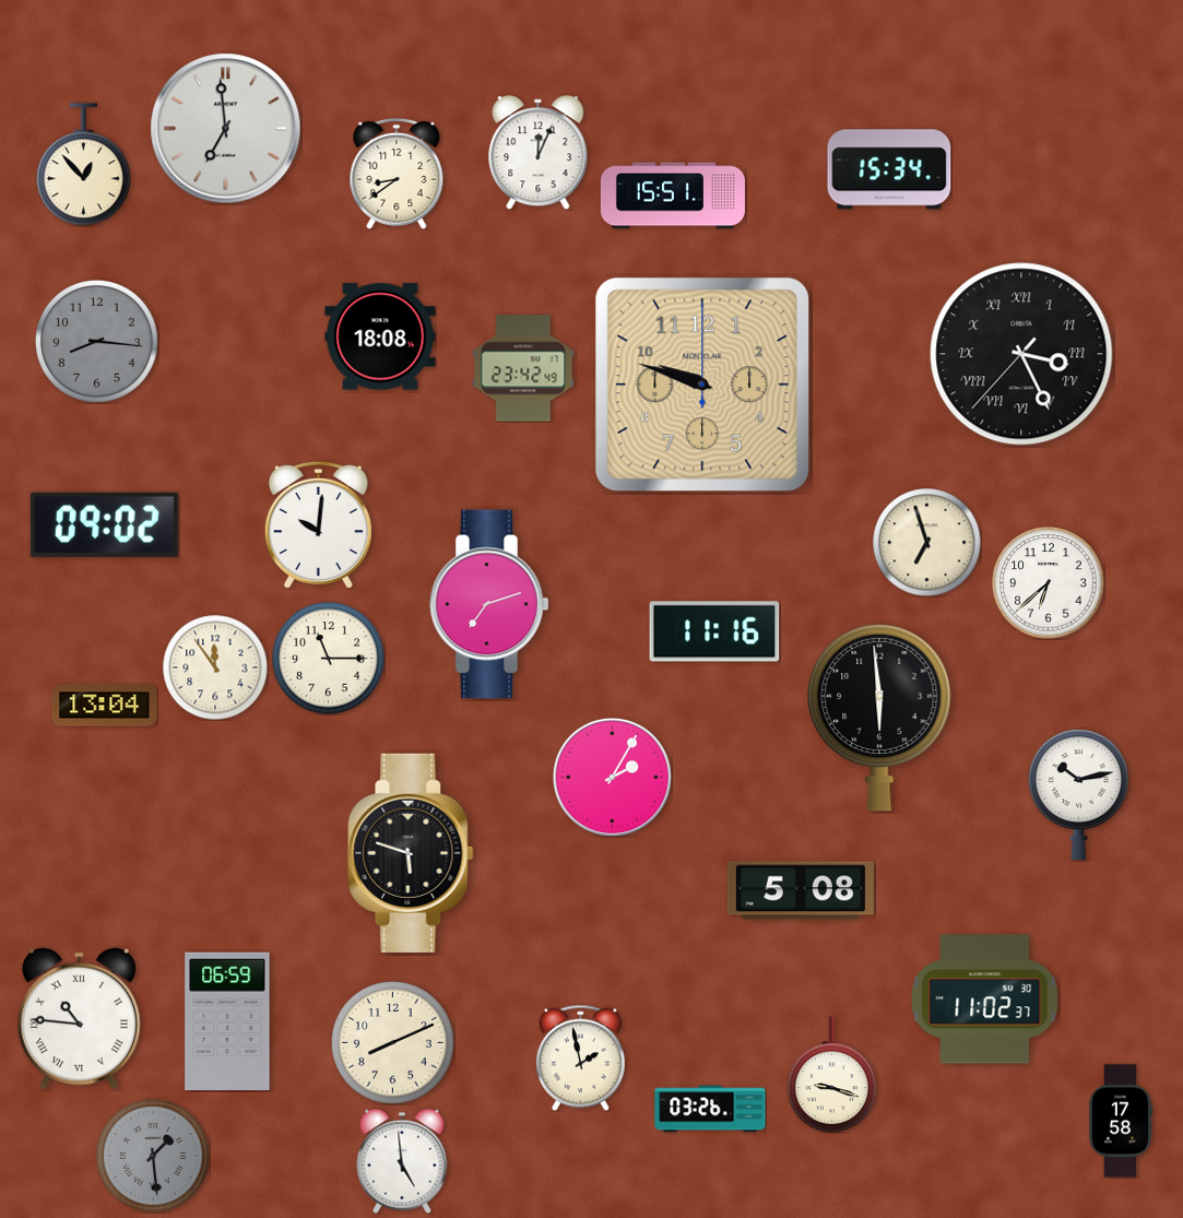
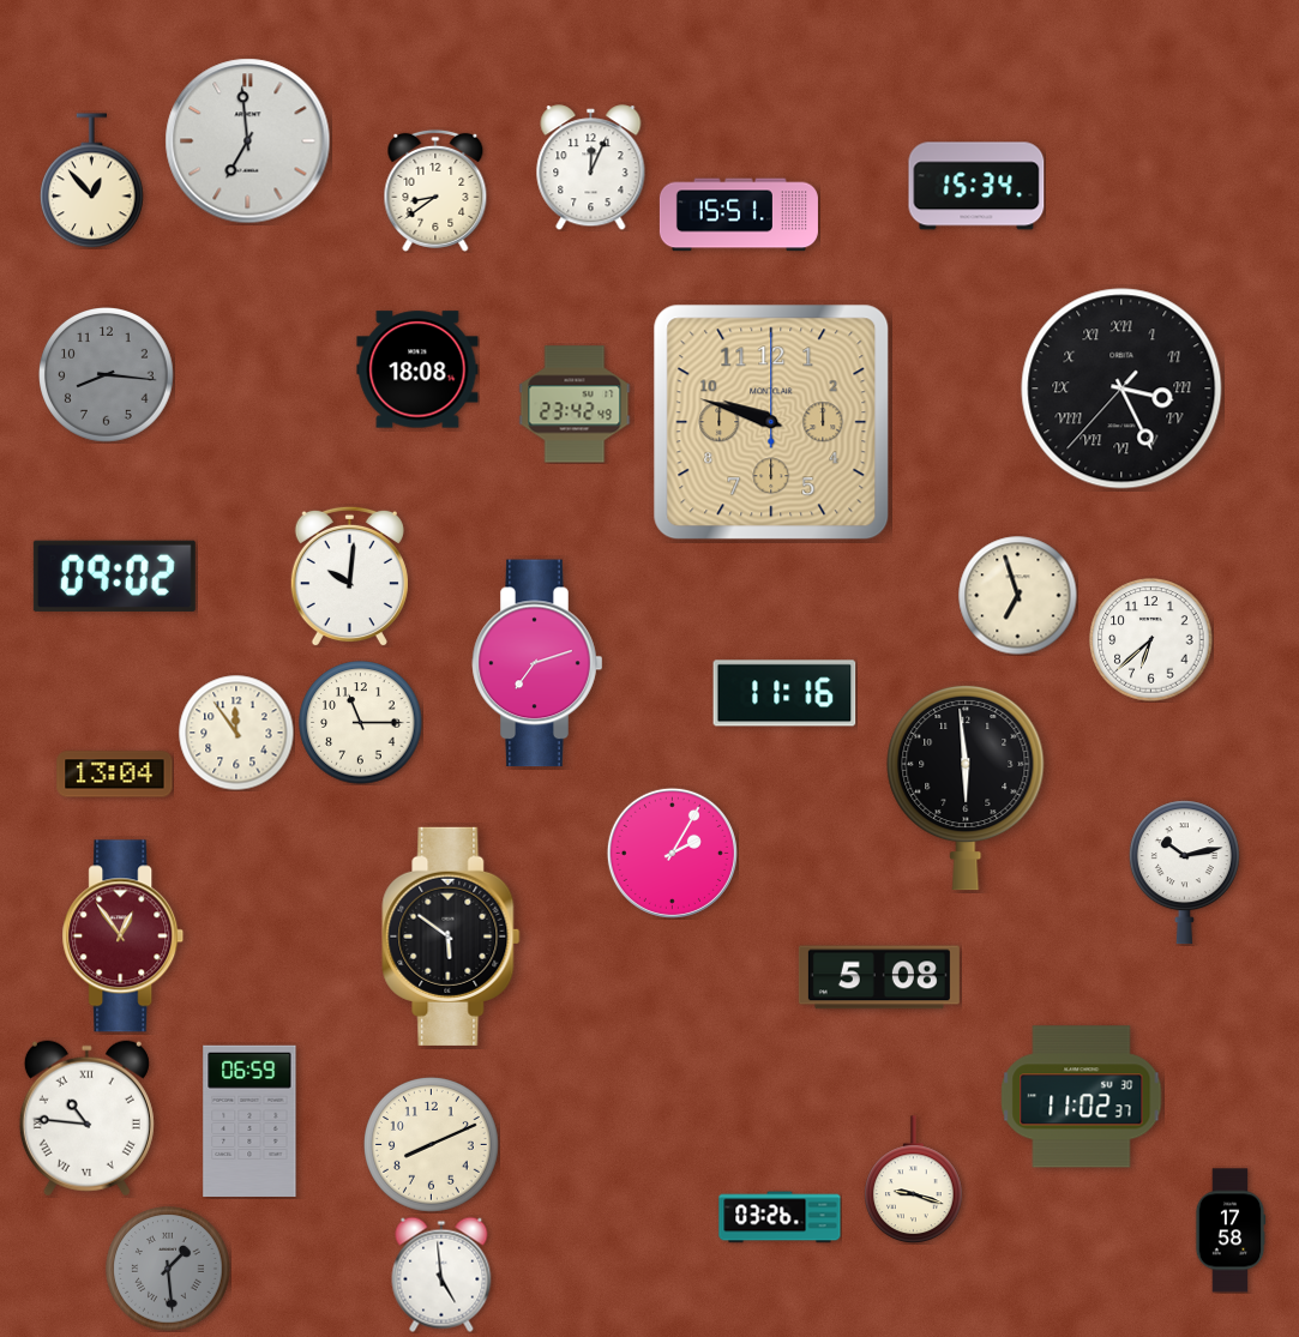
clock at (124, 936): none -> 12:54
clock at (411, 853): 5:48 -> 5:51
clock at (580, 1057): 1:58 -> none
